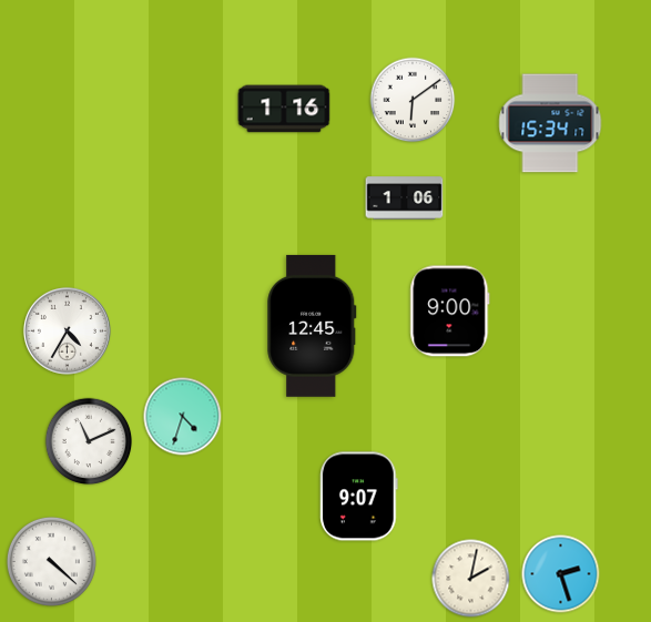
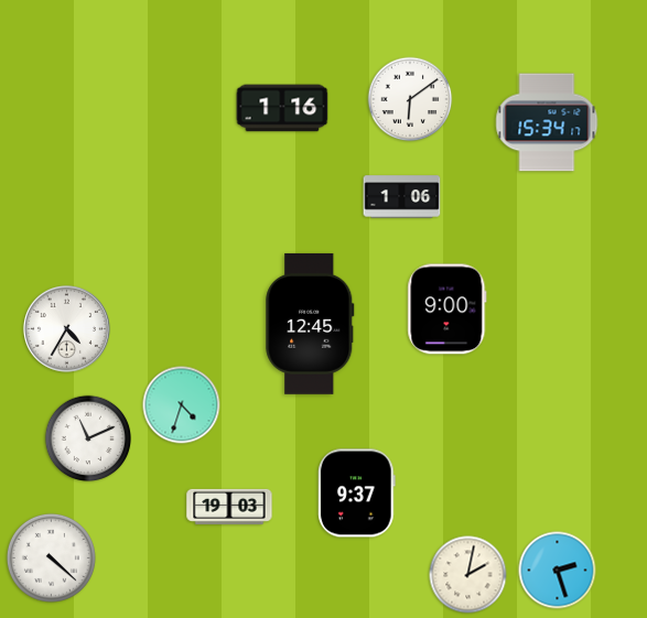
clock at (183, 417) position: (183, 417) -> (182, 405)
clock at (359, 497): 9:07 -> 9:37
clock at (229, 507): none -> 19:03
